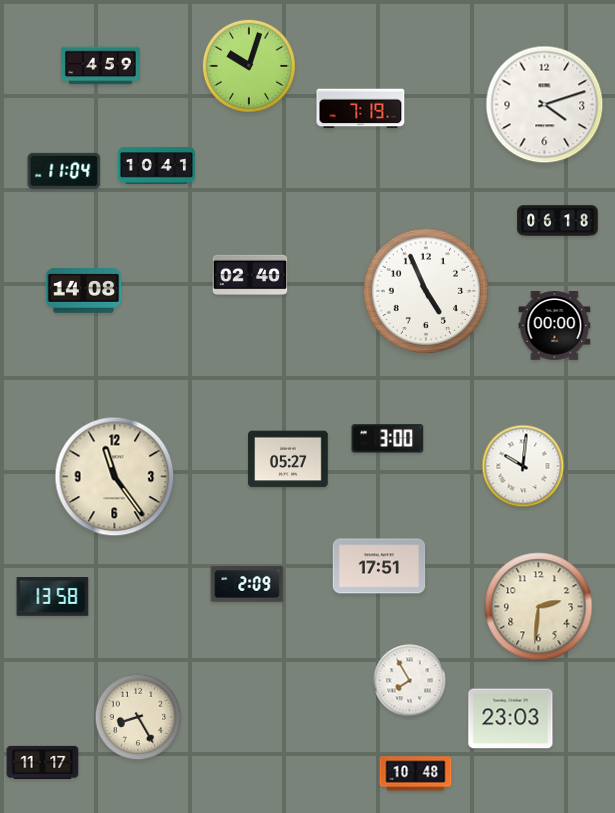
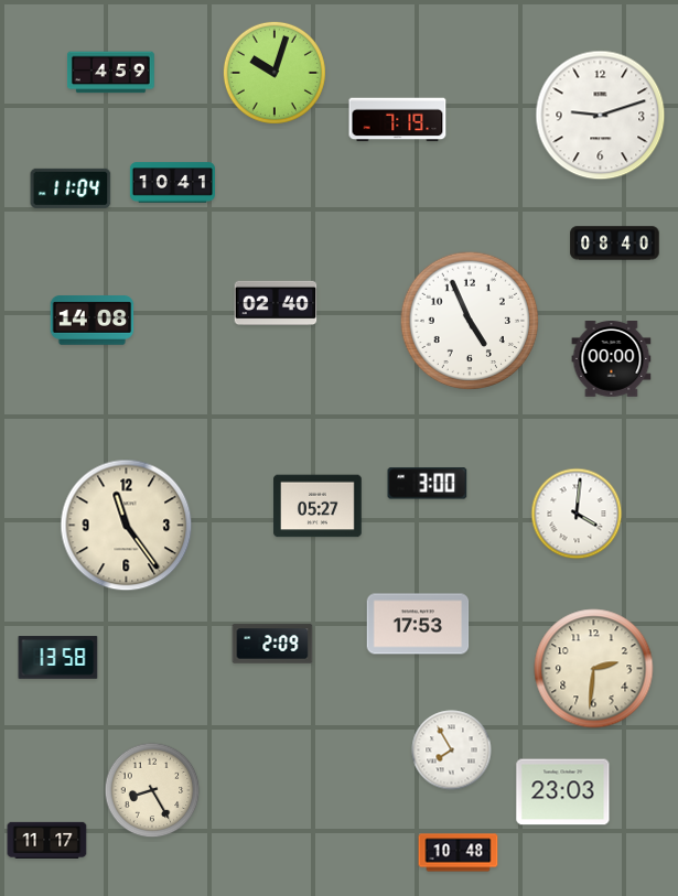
clock at (545, 105): 4:12 -> 9:12
clock at (558, 221): 06:18 -> 08:40
clock at (523, 466): 10:01 -> 4:01
clock at (379, 566): 17:51 -> 17:53
